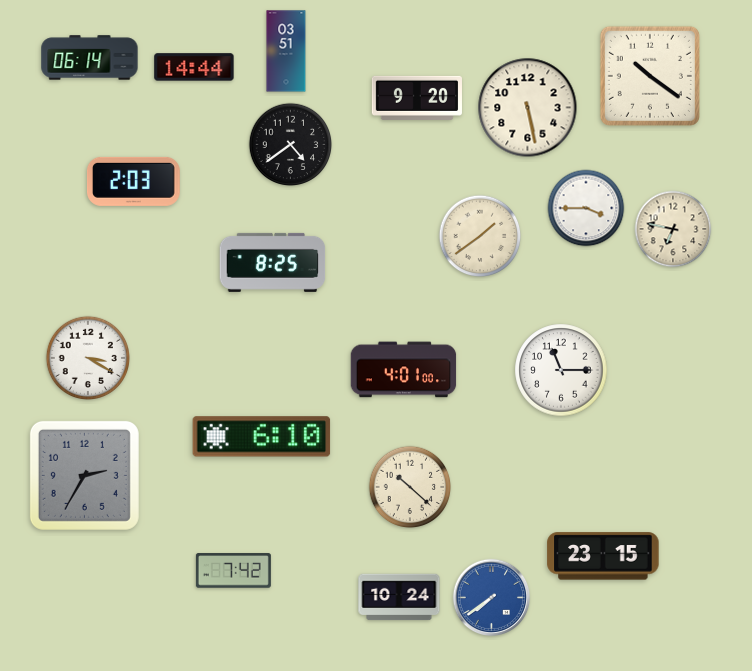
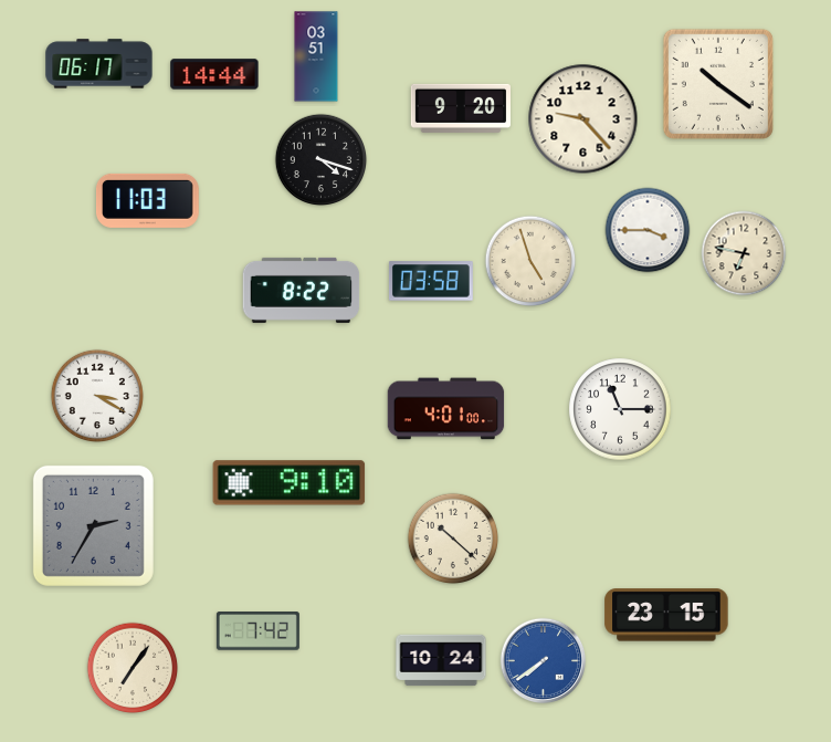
clock at (90, 58): 06:14 -> 06:17
clock at (528, 108): 5:28 -> 9:23
clock at (291, 145): 4:39 -> 4:18
clock at (133, 181): 2:03 -> 11:03
clock at (480, 236): 1:39 -> 4:57
clock at (431, 281): none -> 03:58
clock at (273, 262): 8:25 -> 8:22
clock at (262, 437): 6:10 -> 9:10
clock at (133, 668): none -> 7:06
